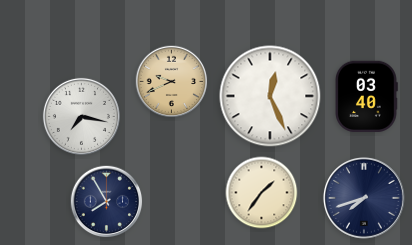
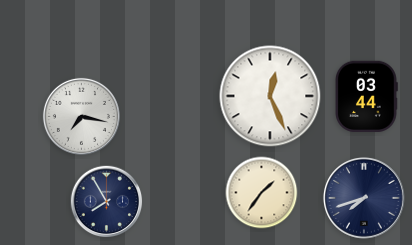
clock at (172, 82): 9:41 -> none
clock at (367, 96): 03:40 -> 03:44
